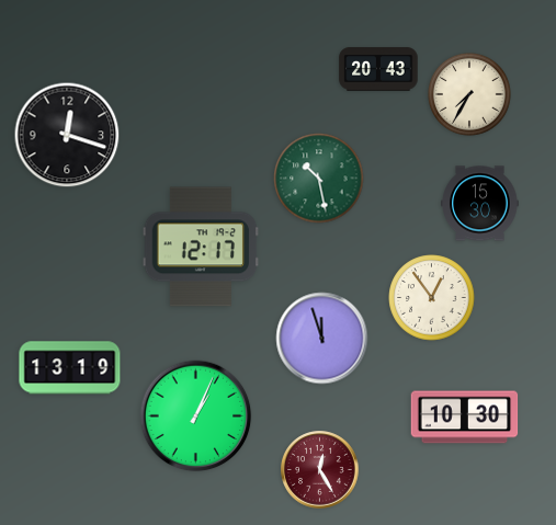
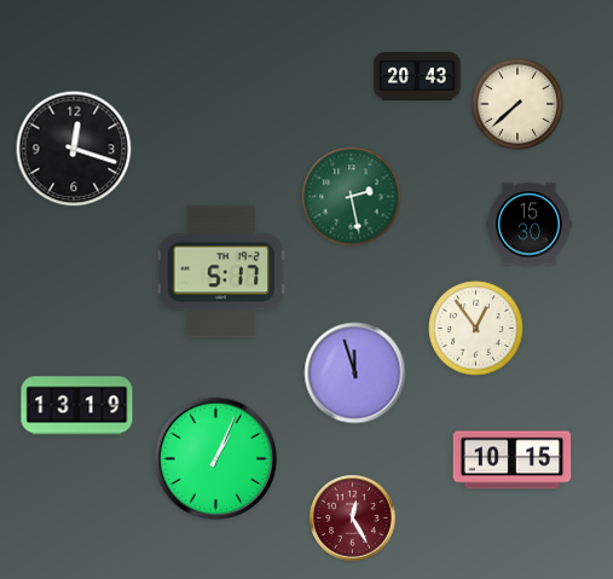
clock at (469, 94): 7:35 -> 7:38
clock at (319, 179): 10:28 -> 2:28
clock at (201, 247): 12:17 -> 5:17
clock at (465, 418): 10:30 -> 10:15
